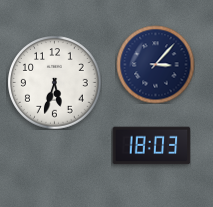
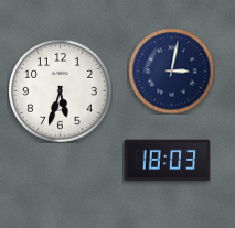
clock at (155, 64): 3:07 -> 3:02
